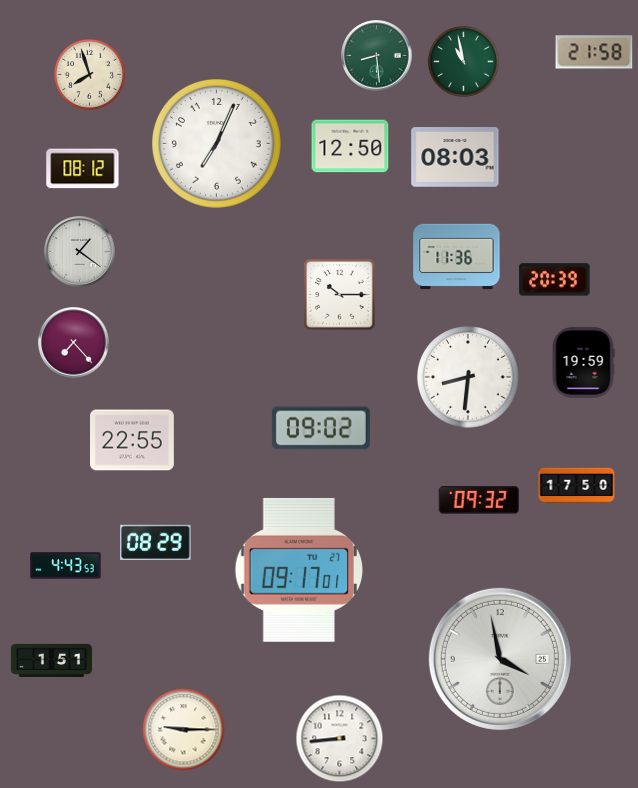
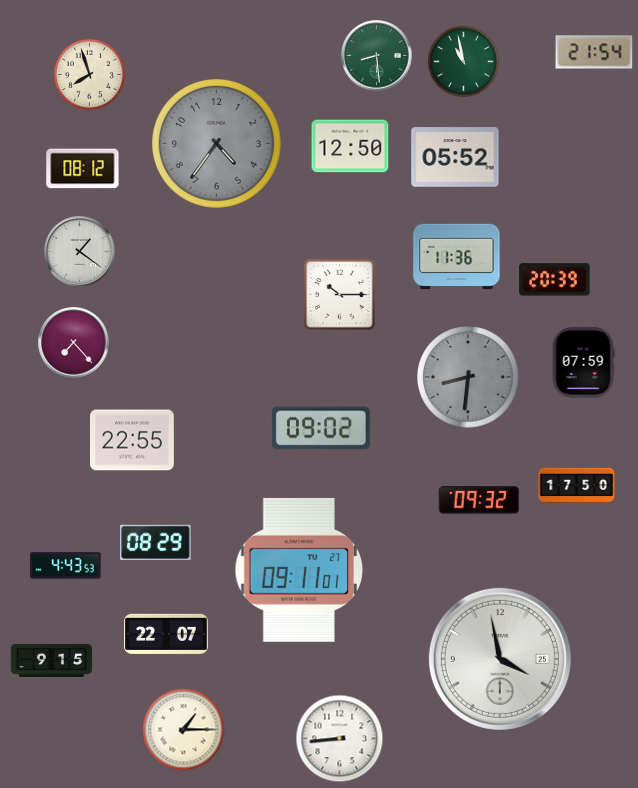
clock at (594, 52): 21:58 -> 21:54
clock at (216, 143): 7:04 -> 4:36
clock at (216, 143) dial: white -> grey
clock at (455, 157): 08:03 -> 05:52
clock at (583, 363): 19:59 -> 07:59
clock at (469, 378) dial: white -> grey
clock at (298, 570): 09:17 -> 09:11
clock at (166, 634): none -> 22:07
clock at (51, 660): 1:51 -> 9:15
clock at (184, 730): 9:15 -> 1:15
